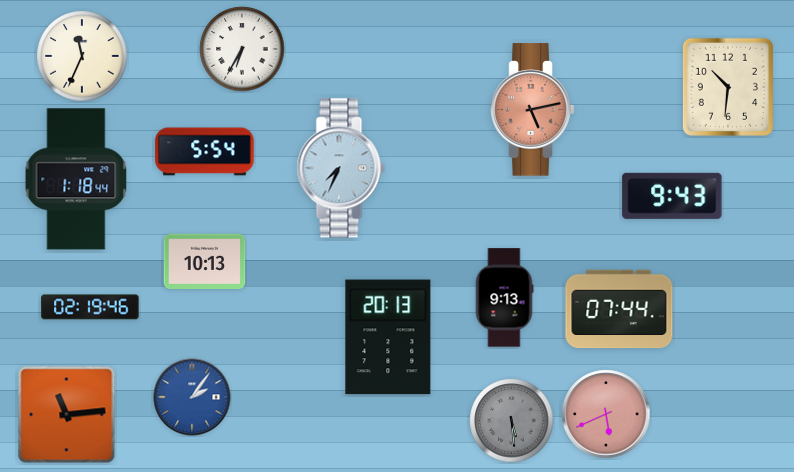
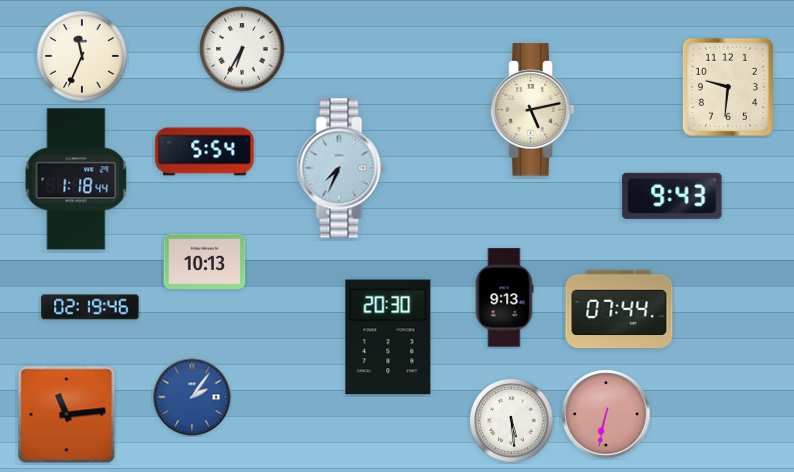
clock at (728, 87): 10:31 -> 9:31
clock at (533, 110) dial: salmon -> cream
clock at (388, 337): 20:13 -> 20:30
clock at (606, 414): 5:41 -> 6:32
clock at (512, 421) dial: grey -> white
